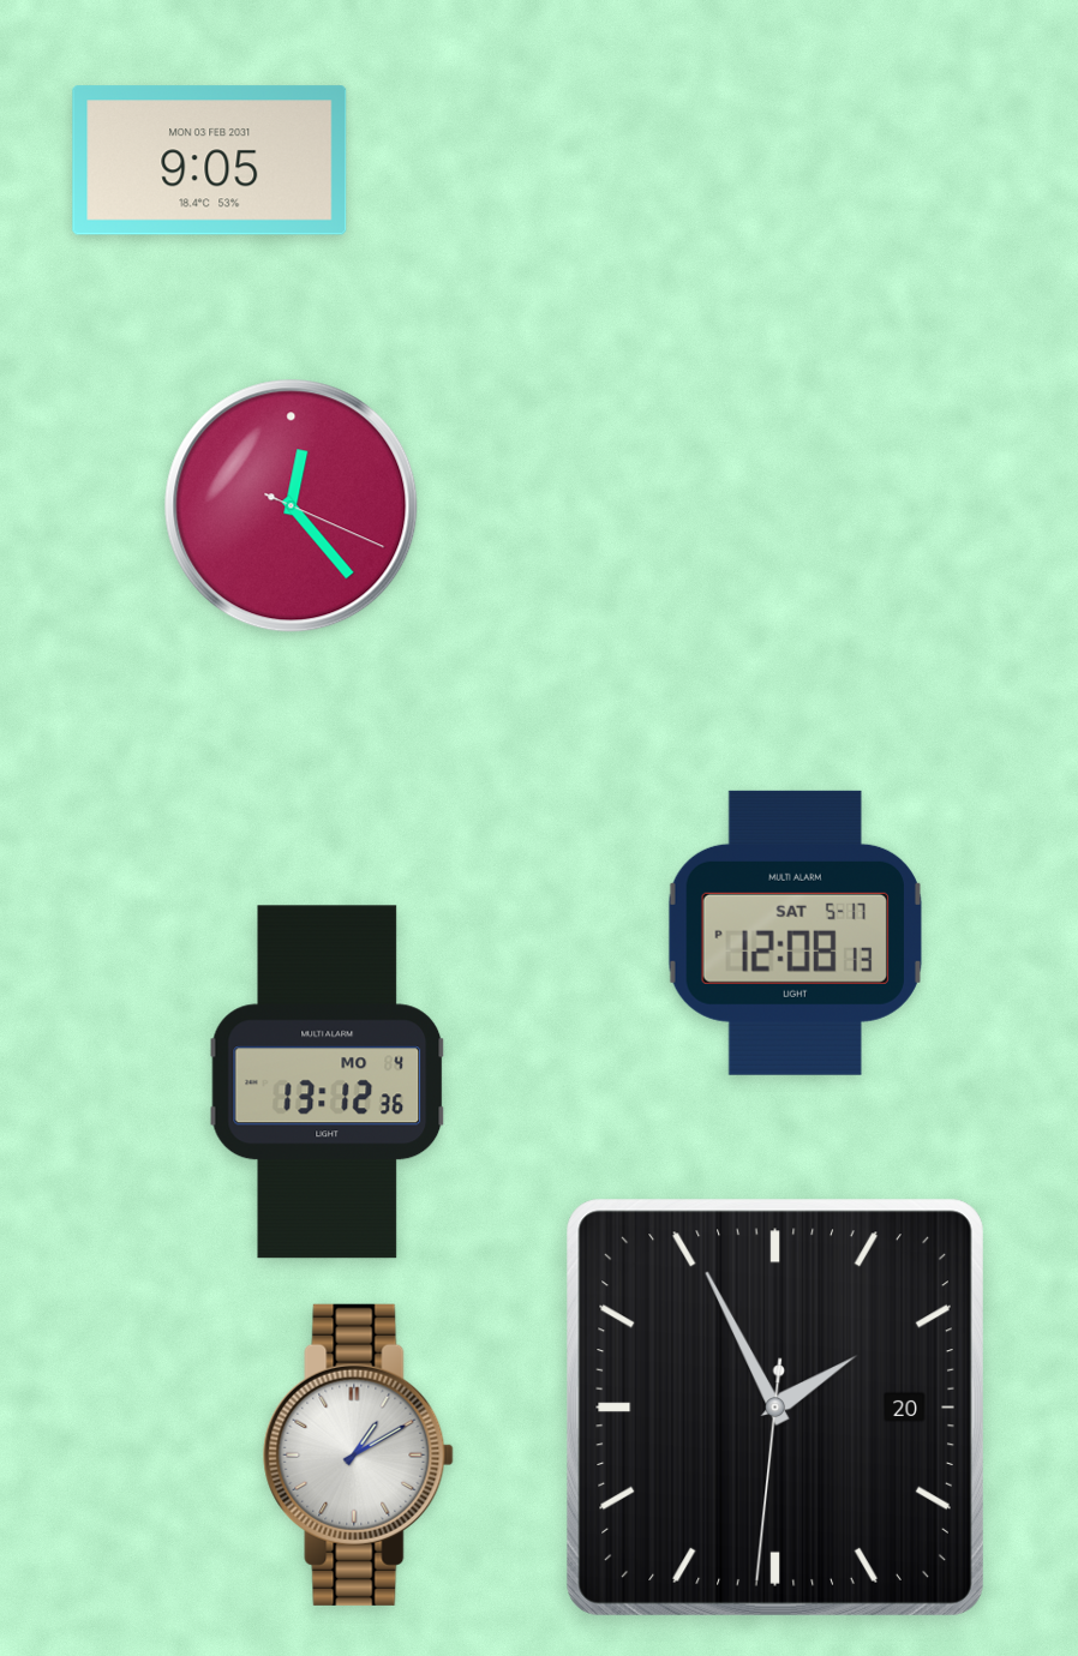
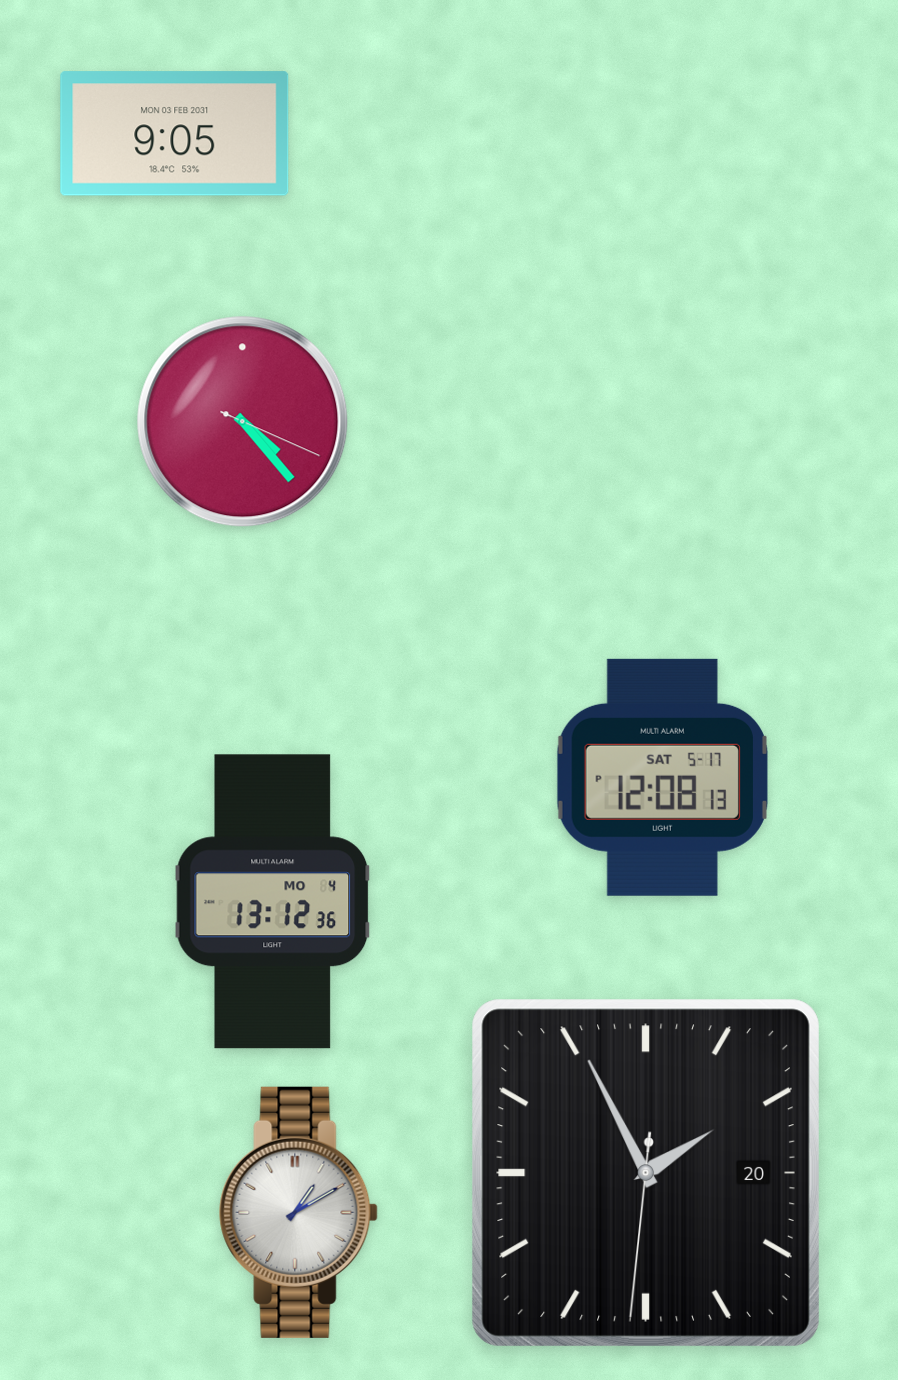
clock at (292, 506): 12:23 -> 4:23
